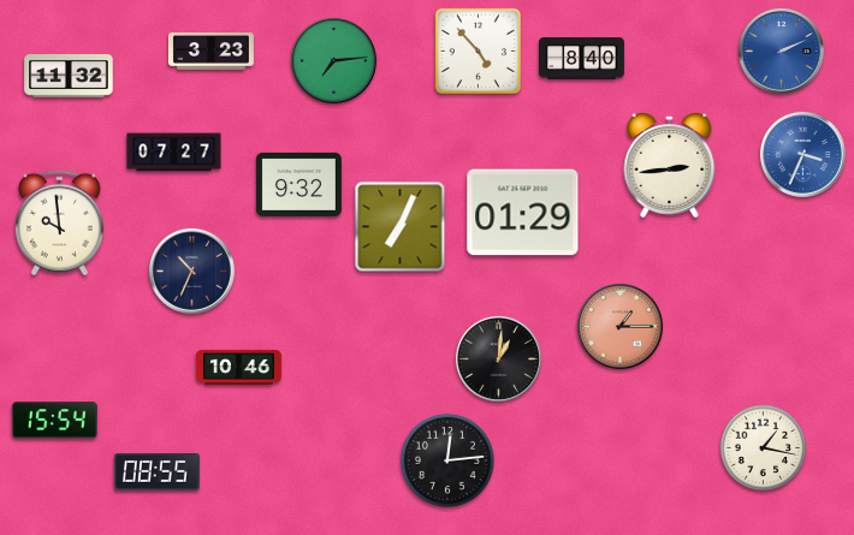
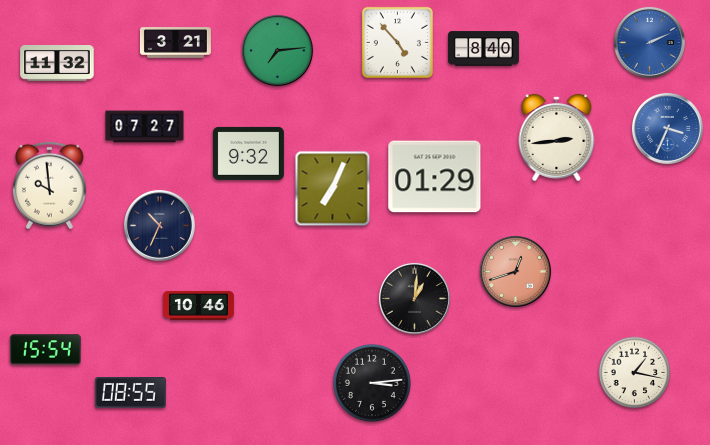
clock at (210, 52): 3:23 -> 3:21
clock at (619, 326): 1:15 -> 12:42
clock at (447, 460): 12:14 -> 3:14
